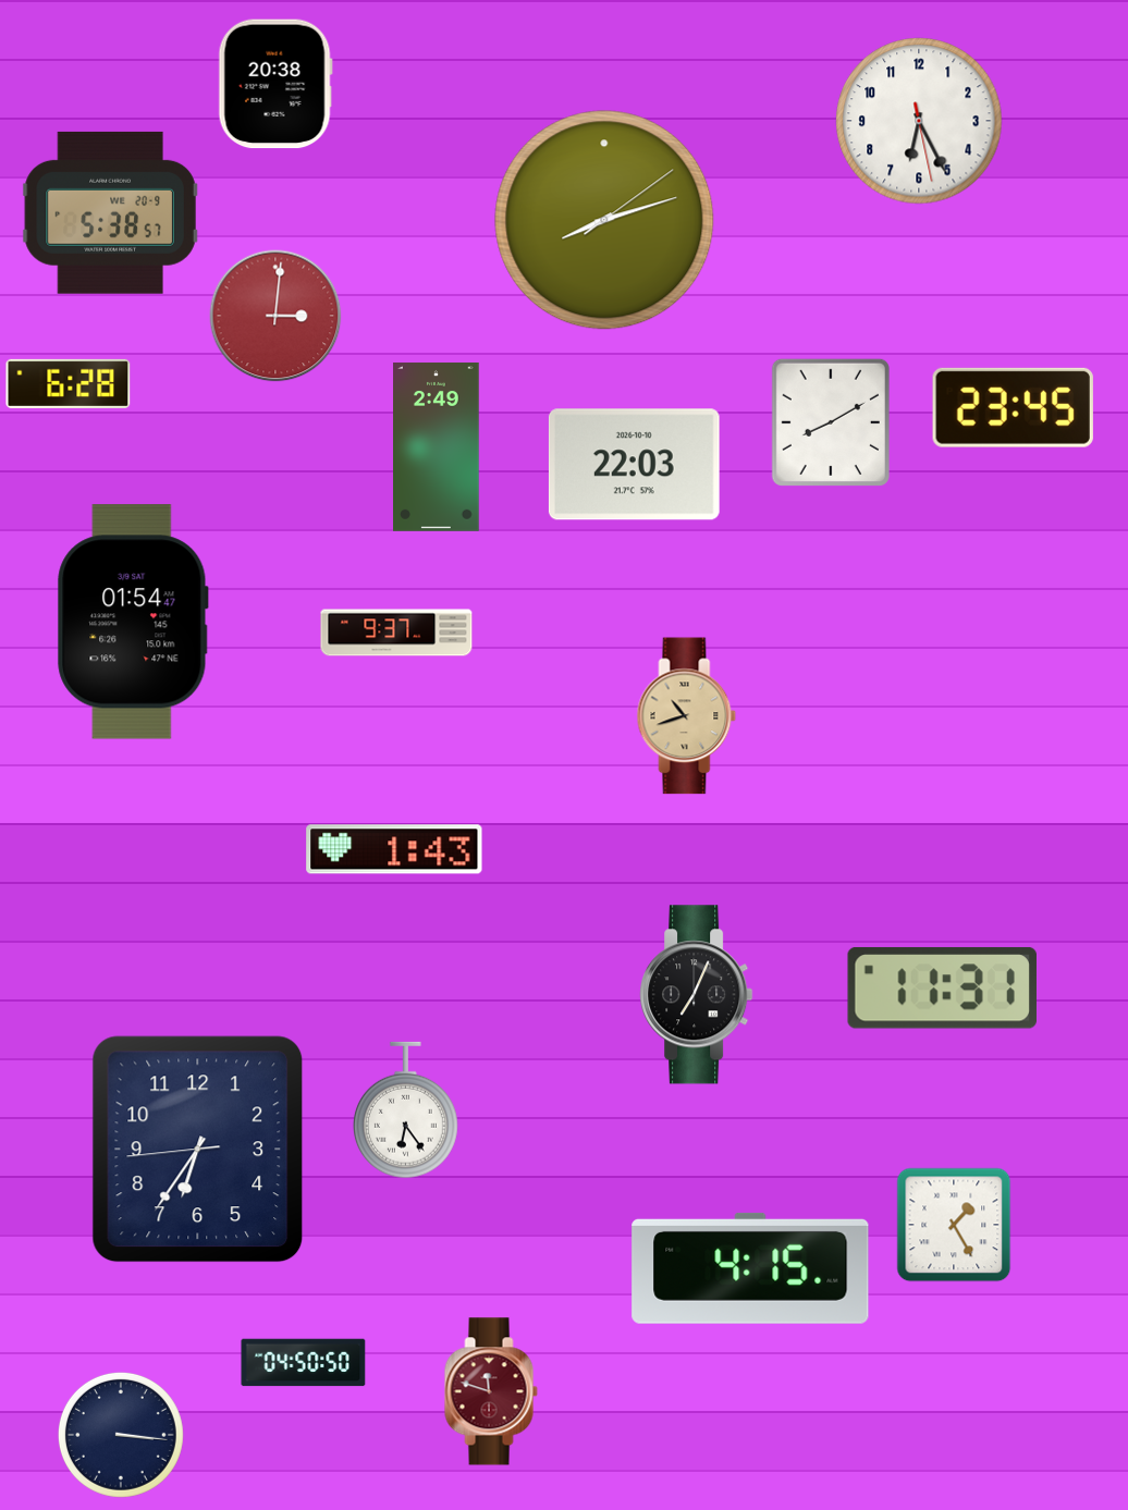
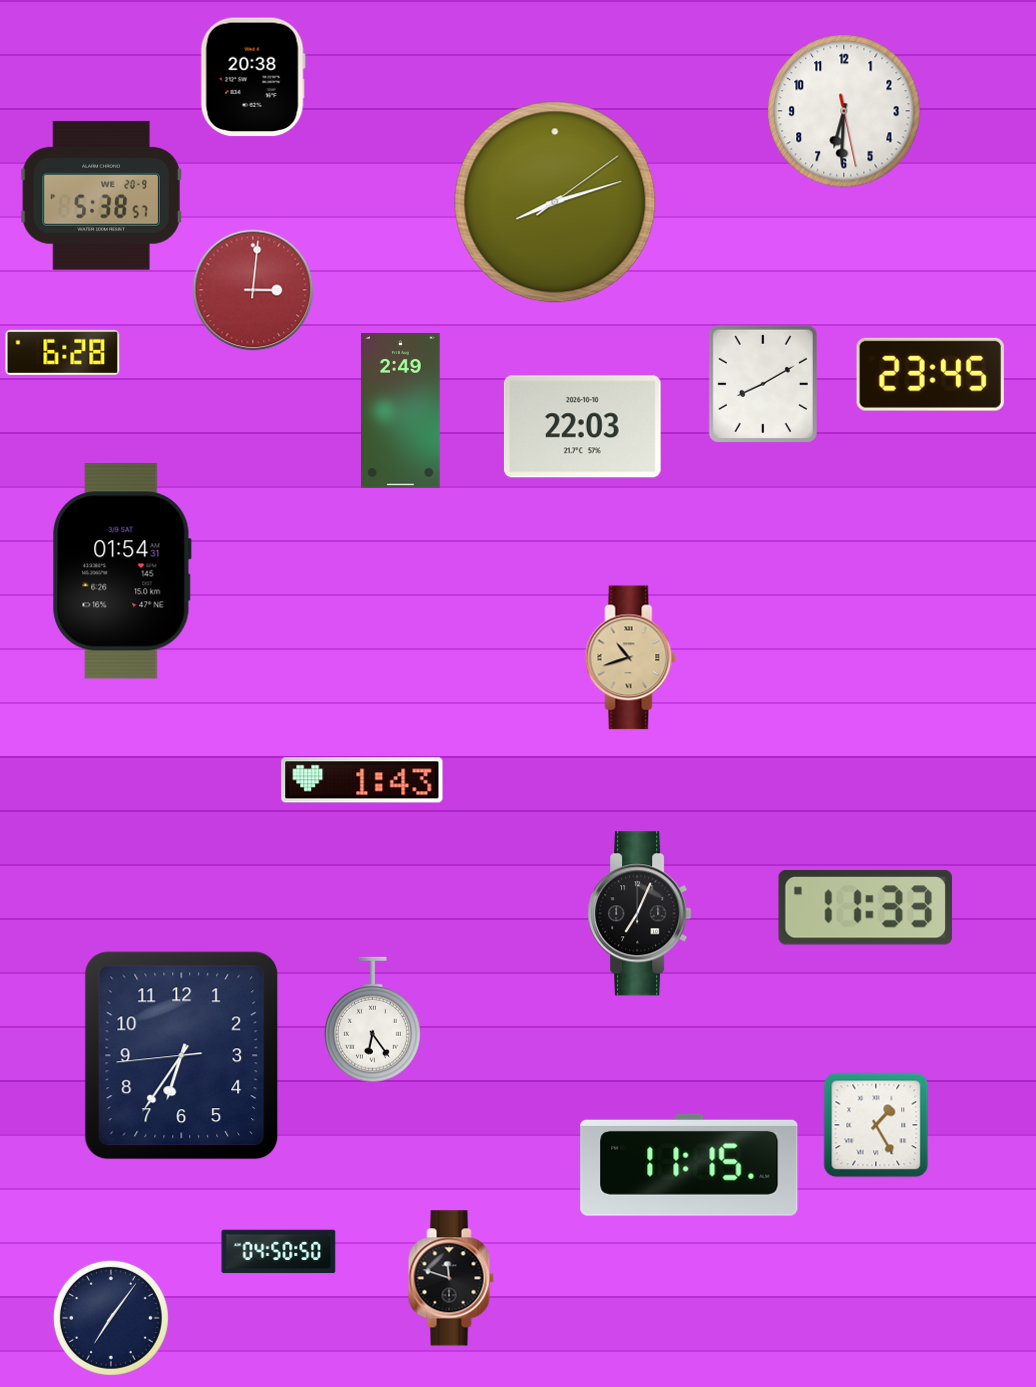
clock at (919, 121): 6:25 -> 6:30
clock at (831, 422) position: (831, 422) -> (763, 384)
clock at (133, 622): 01:54:47 -> 01:54:31
clock at (396, 633): 9:37 -> none
clock at (942, 987): 11:31 -> 11:33
clock at (750, 1268): 4:15 -> 11:15
clock at (491, 1391) dial: burgundy -> black
clock at (121, 1435): 3:16 -> 7:06
